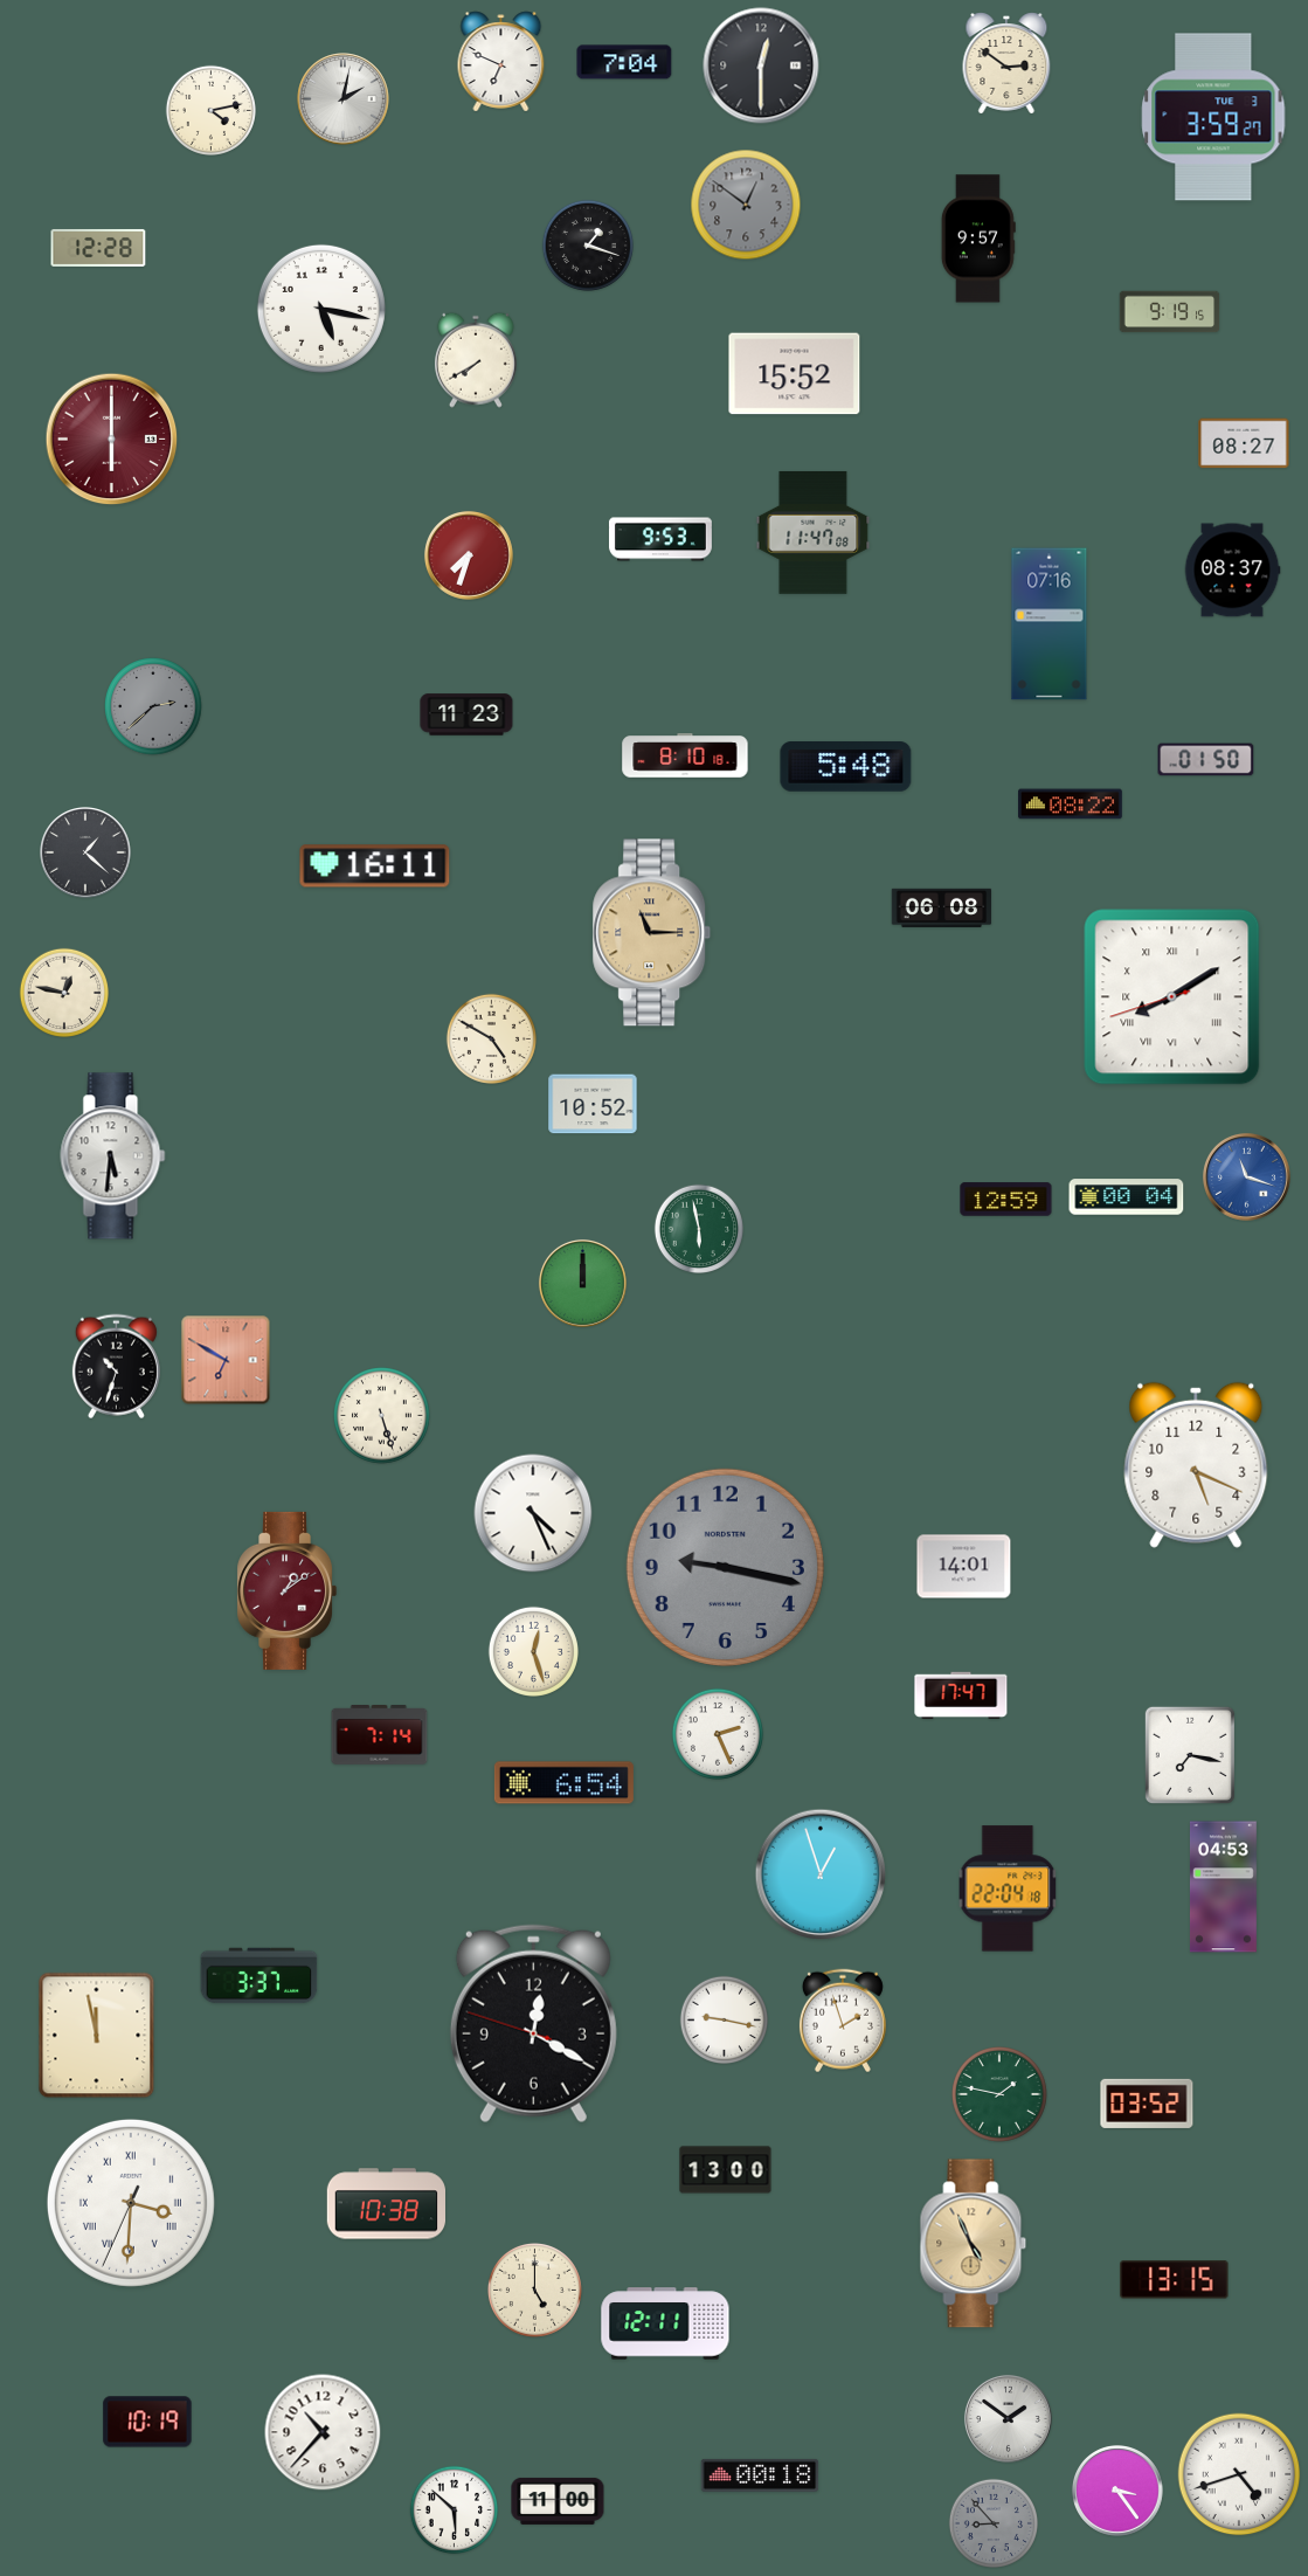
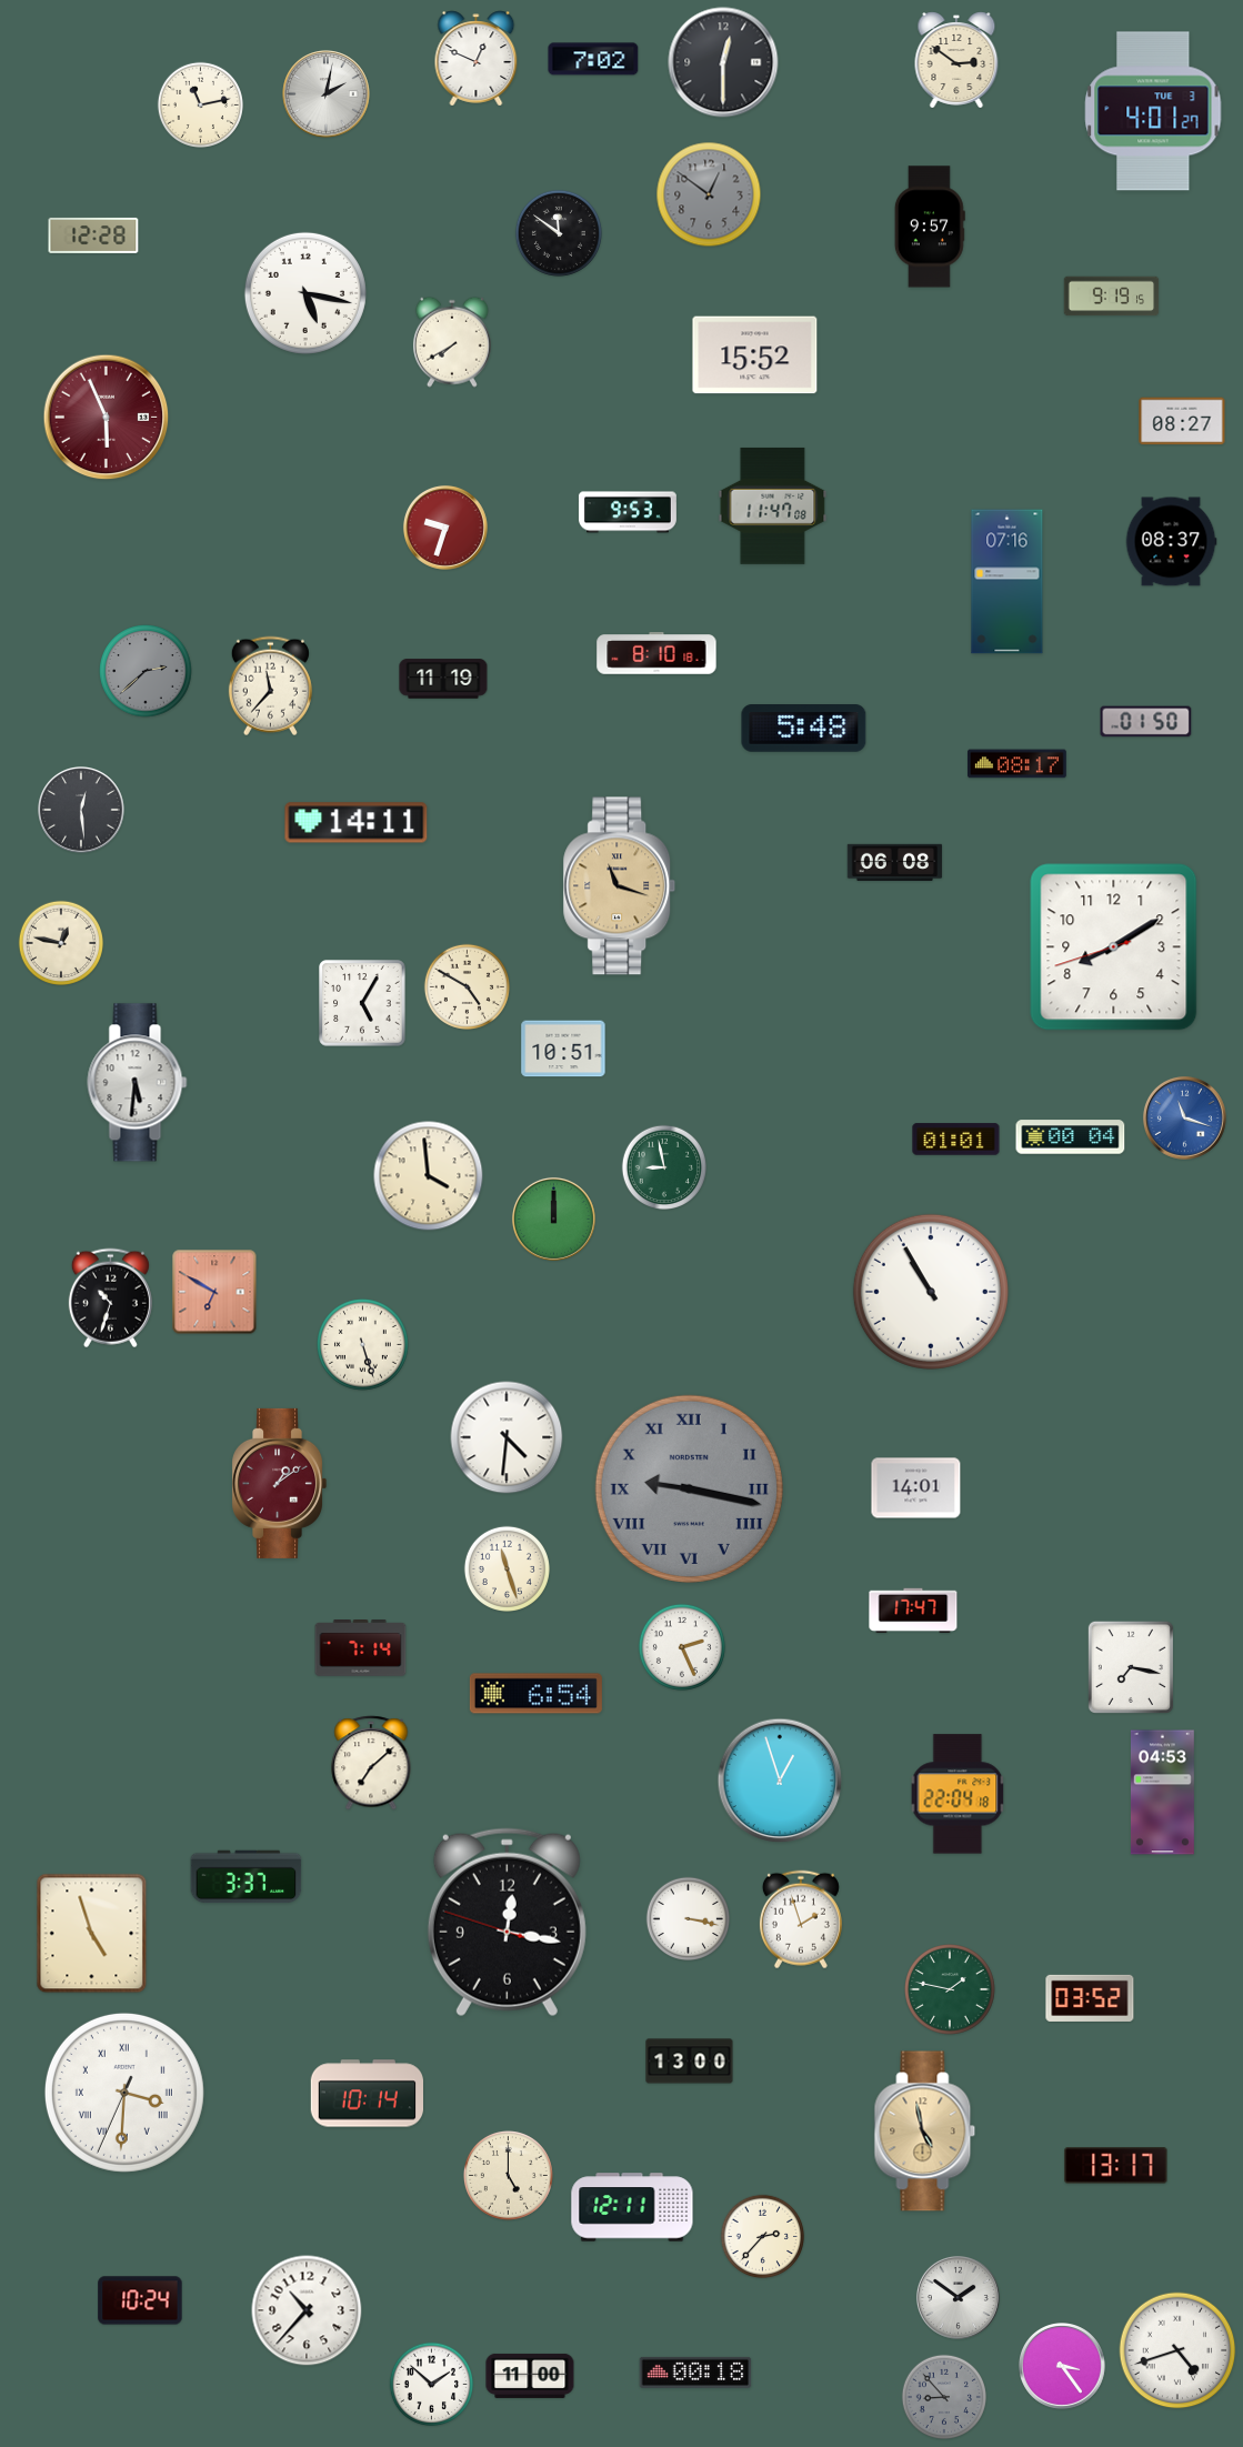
clock at (501, 62): 6:49 -> 12:49
clock at (624, 62): 7:04 -> 7:02
clock at (210, 110): 4:13 -> 11:13
clock at (1213, 117): 3:59 -> 4:01
clock at (588, 246): 1:18 -> 11:51
clock at (112, 440): 6:00 -> 5:56
clock at (469, 555): 7:33 -> 9:33
clock at (1050, 624) position: (1050, 624) -> (1008, 582)
clock at (466, 714): 11:23 -> 11:19
clock at (270, 686): none -> 11:37
clock at (685, 755) position: (685, 755) -> (656, 653)
clock at (1071, 804): 08:22 -> 08:17
clock at (86, 854): 1:22 -> 12:29
clock at (375, 866): 16:11 -> 14:11
clock at (652, 933): 11:15 -> 11:18
clock at (1172, 997) numerals: Roman -> Arabic
clock at (362, 1003): none -> 5:05
clock at (593, 1104): 10:52 -> 10:51
clock at (113, 1156) position: (113, 1156) -> (138, 1083)
clock at (1006, 1200): 12:59 -> 01:01
clock at (698, 1228): 5:58 -> 8:58
clock at (429, 1176): none -> 3:59
clock at (931, 1292): none -> 10:55
clock at (1196, 1465): 5:19 -> none
clock at (533, 1513): 4:26 -> 4:31
clock at (725, 1567) numerals: Arabic -> Roman
clock at (288, 1590) position: (288, 1590) -> (280, 1483)
clock at (533, 1651): 12:27 -> 11:27
clock at (371, 1763): none -> 7:08
clock at (725, 2021): 9:17 -> 3:17
clock at (533, 2024): 12:19 -> 12:16
clock at (97, 2036): 11:58 -> 4:57
clock at (386, 2204): 10:38 -> 10:14
clock at (974, 2244): 4:56 -> 4:58
clock at (1175, 2280): 13:15 -> 13:17
clock at (763, 2237): none -> 2:37
clock at (147, 2422): 10:19 -> 10:24
clock at (760, 2475) position: (760, 2475) -> (695, 2373)
clock at (455, 2511): 5:52 -> 1:52
